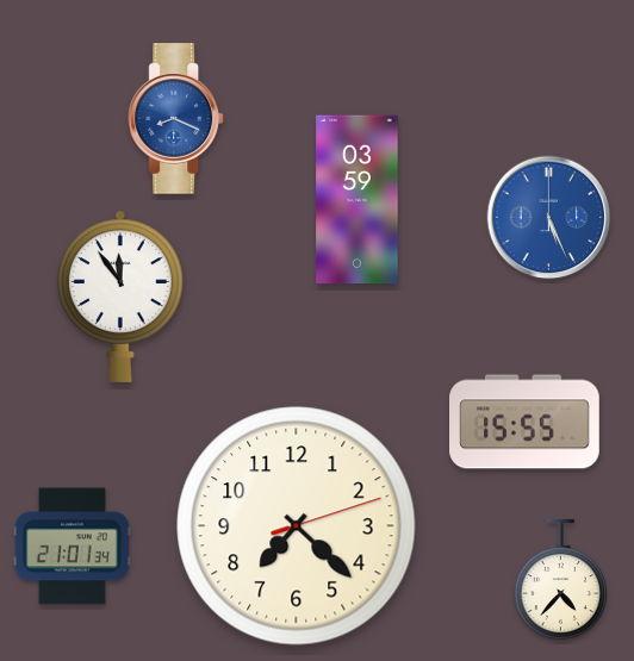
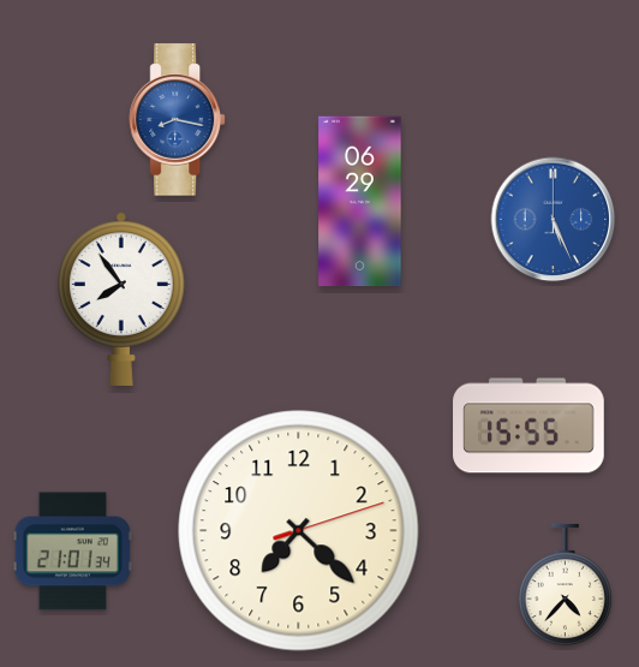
clock at (176, 119): 8:19 -> 8:17
clock at (358, 200): 03:59 -> 06:29
clock at (120, 297): 11:54 -> 7:54
